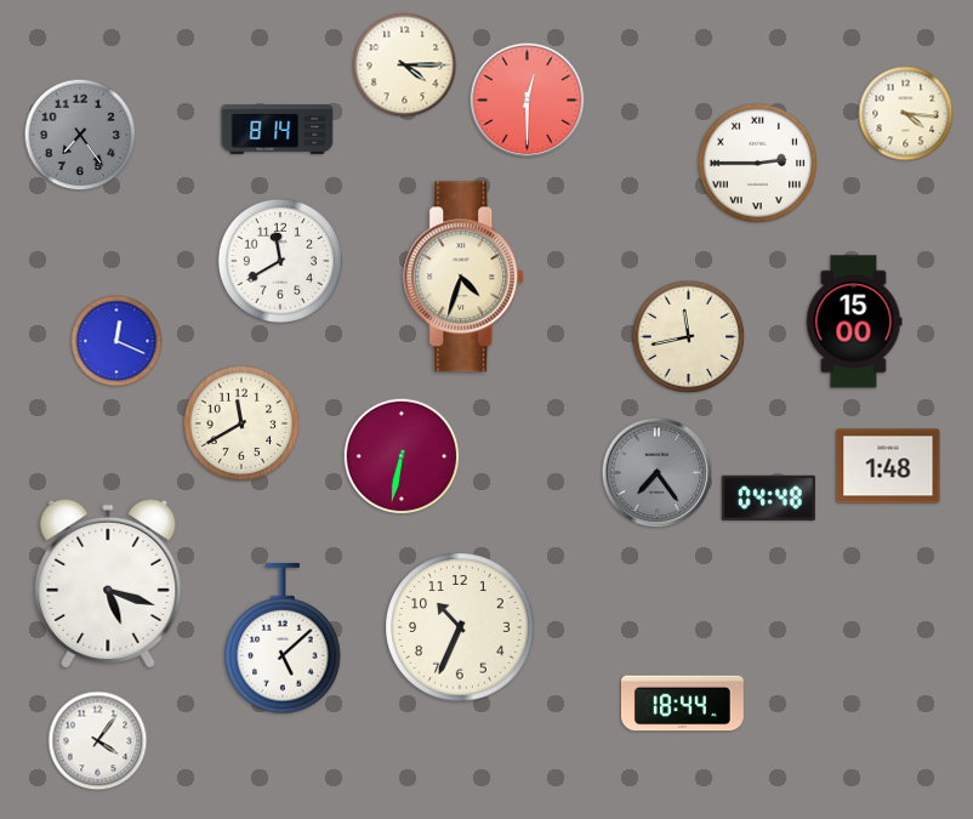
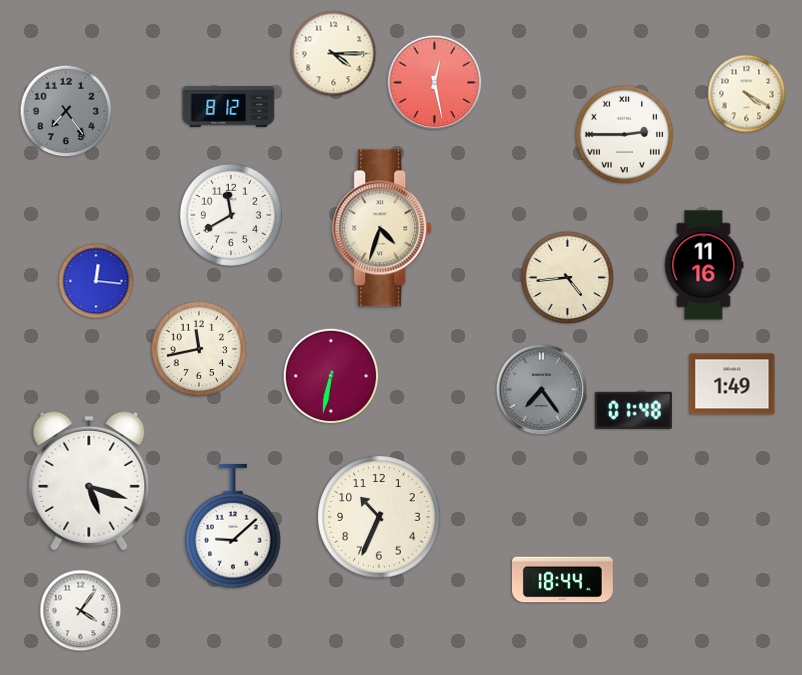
clock at (528, 101): 12:30 -> 12:28
clock at (906, 114): 4:16 -> 4:20
clock at (278, 130): 8:14 -> 8:12
clock at (854, 322): 15:00 -> 11:16
clock at (689, 337): 11:43 -> 4:44
clock at (116, 341): 12:19 -> 12:16
clock at (241, 423): 11:40 -> 11:43
clock at (888, 466): 1:48 -> 1:49
clock at (768, 497): 04:48 -> 01:48
clock at (283, 638): 5:08 -> 9:08
